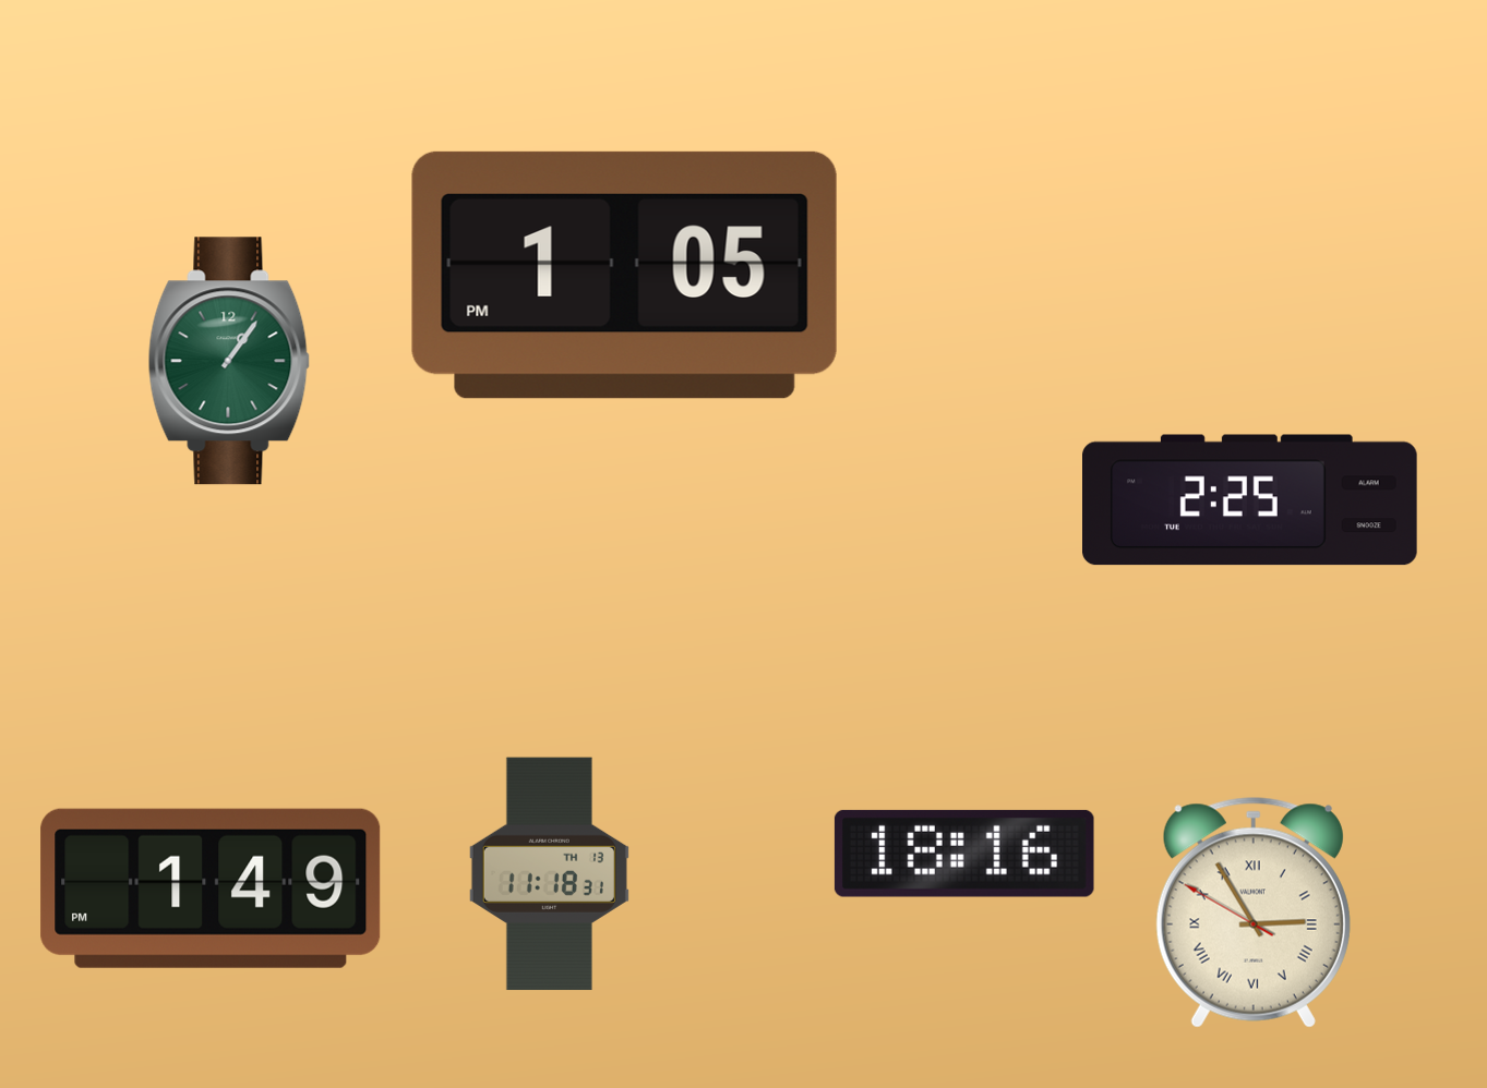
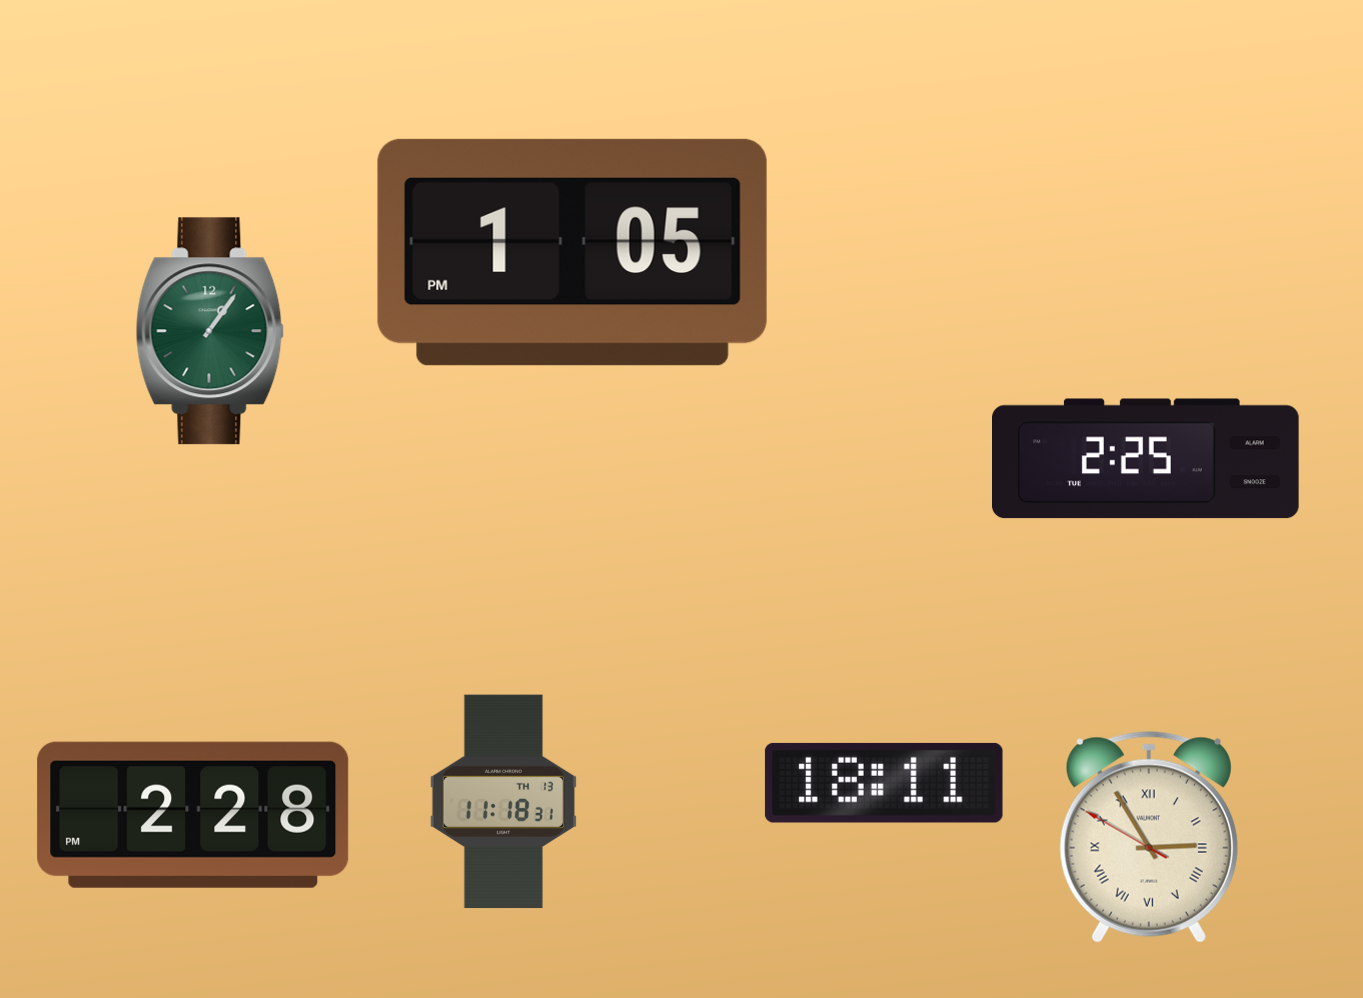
clock at (964, 854): 18:16 -> 18:11
clock at (211, 888): 1:49 -> 2:28
